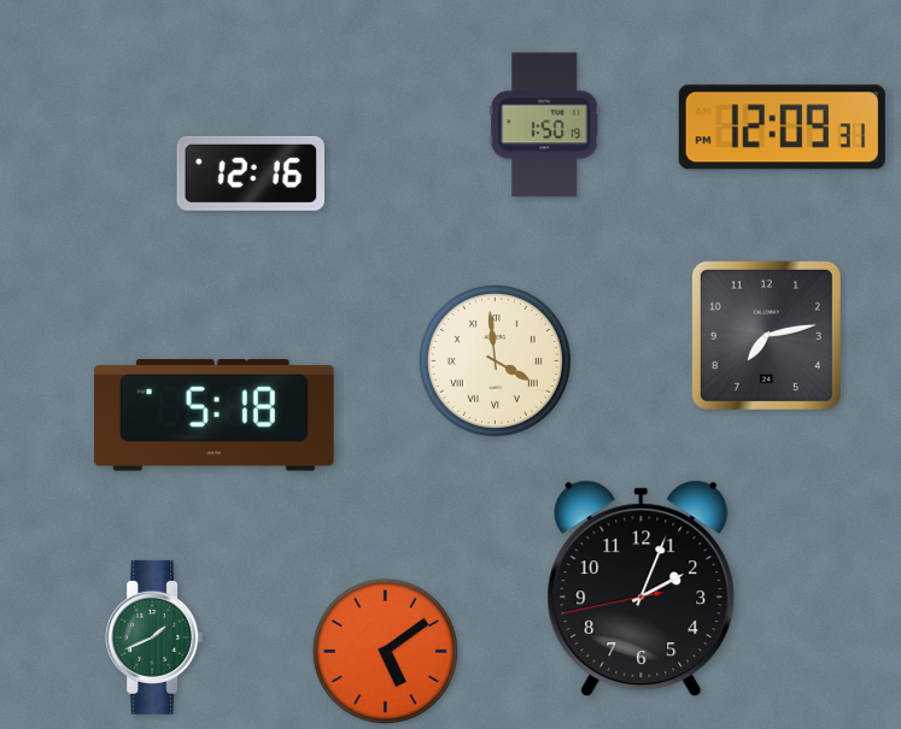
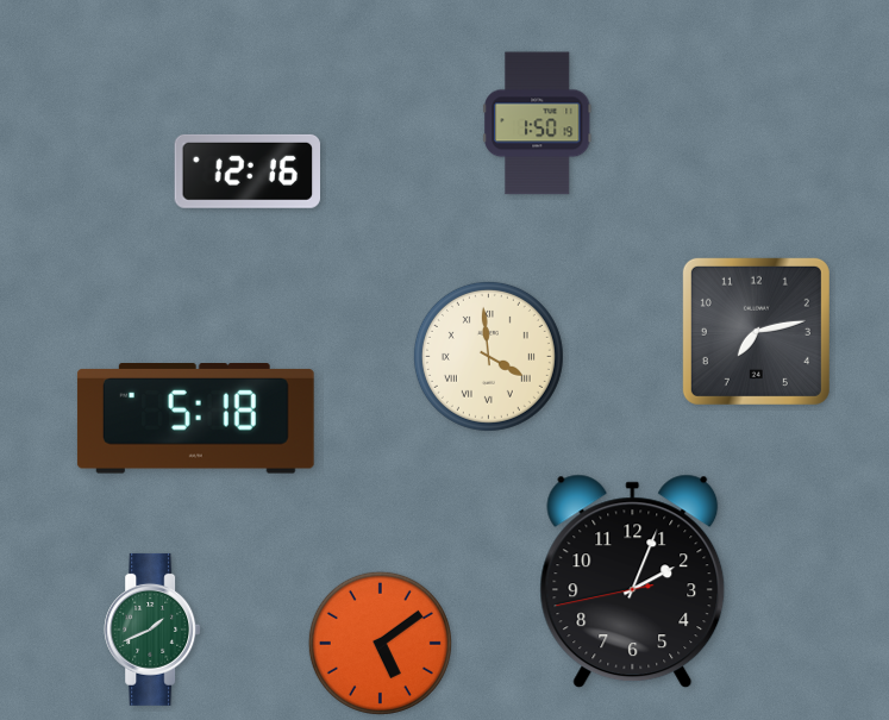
clock at (782, 128): 12:09 -> none
clock at (213, 416) position: (213, 416) -> (195, 419)
